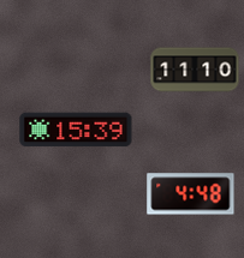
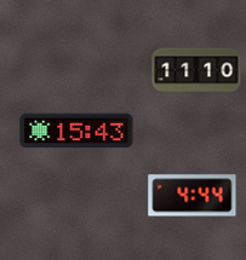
clock at (76, 130): 15:39 -> 15:43
clock at (191, 194): 4:48 -> 4:44
